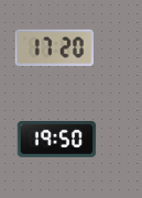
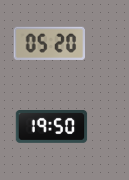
clock at (54, 47): 17:20 -> 05:20
